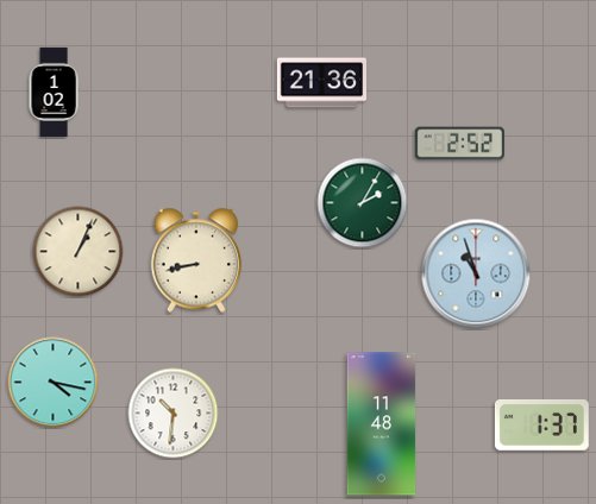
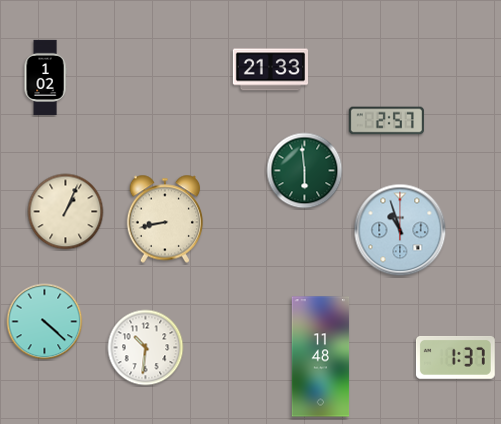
clock at (321, 83): 21:36 -> 21:33
clock at (459, 144): 2:52 -> 2:57
clock at (363, 203): 2:05 -> 5:59
clock at (54, 383): 4:17 -> 4:22
